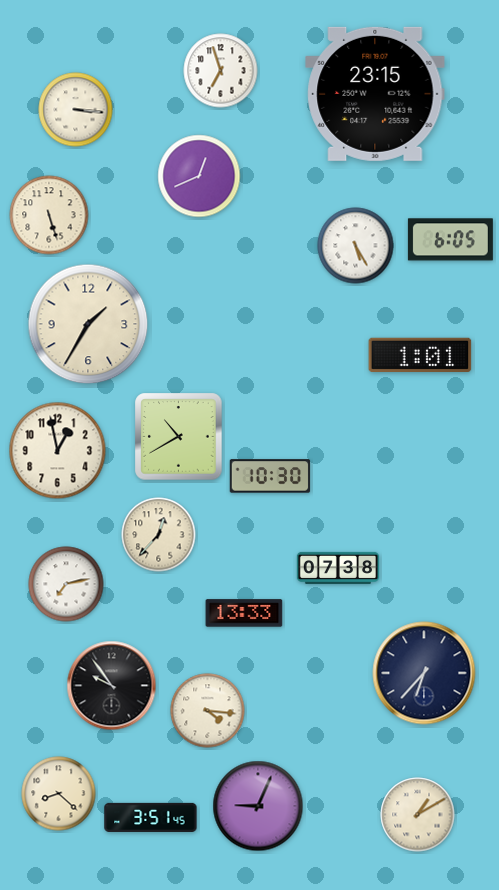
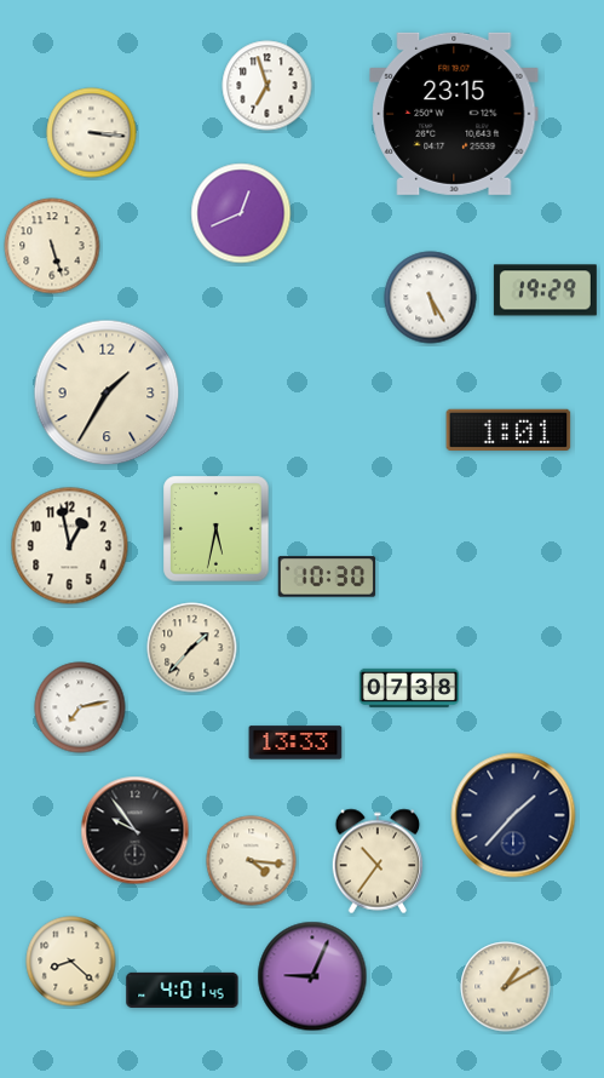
clock at (49, 215) position: (49, 215) -> (52, 246)
clock at (450, 240): 6:05 -> 19:29
clock at (179, 437): 10:40 -> 5:32
clock at (159, 535): 12:37 -> 1:37
clock at (424, 673): 6:37 -> 1:37
clock at (378, 861): none -> 10:36
clock at (151, 817): 3:51 -> 4:01
